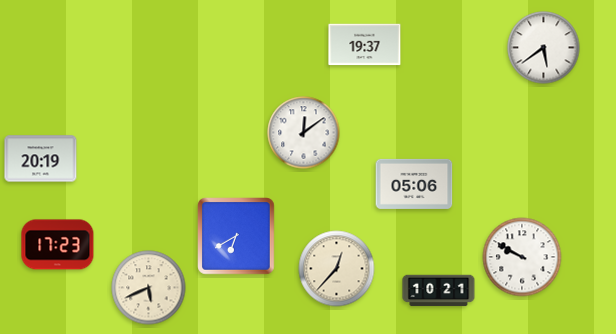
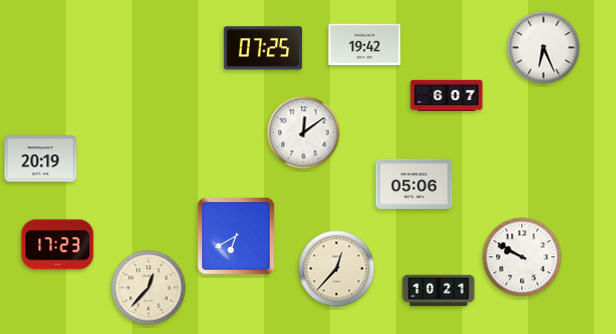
clock at (365, 45): 19:37 -> 19:42
clock at (263, 48): none -> 07:25
clock at (544, 48): 5:39 -> 6:26
clock at (447, 95): none -> 6:07
clock at (149, 288): 5:41 -> 12:37
